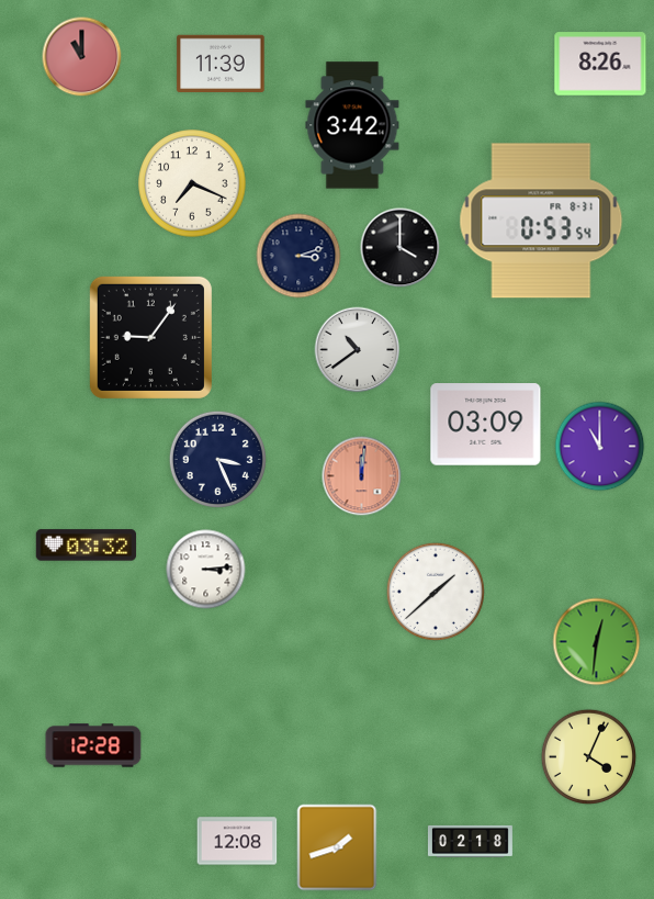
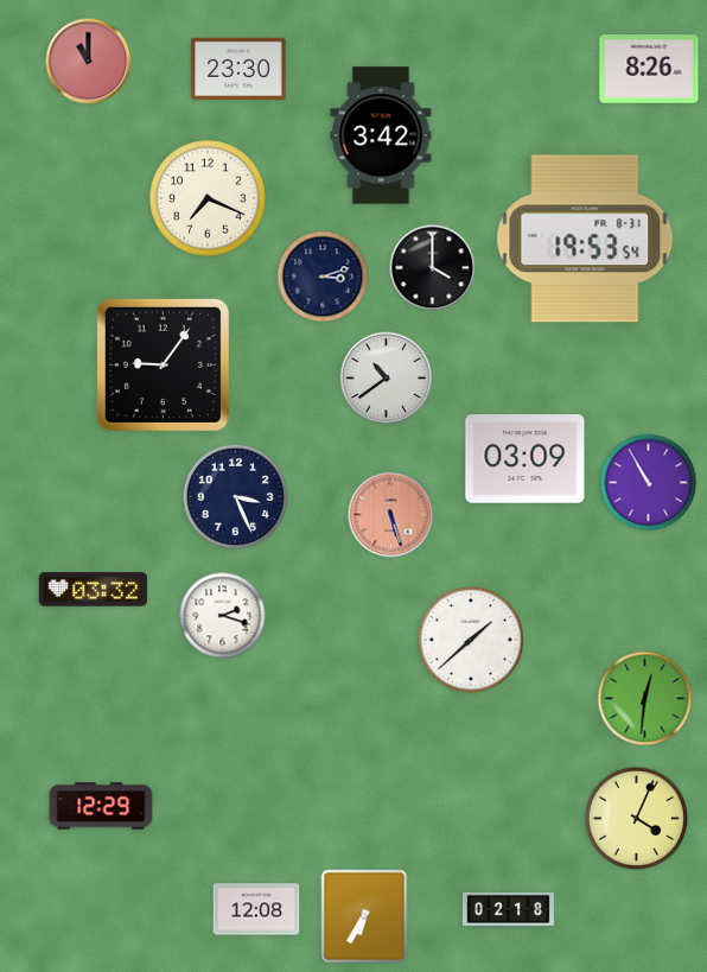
clock at (221, 63): 11:39 -> 23:30
clock at (541, 221): 0:53 -> 19:53
clock at (600, 447): 11:00 -> 10:55
clock at (362, 476): 12:01 -> 5:27
clock at (206, 570): 3:14 -> 2:18
clock at (597, 642) position: (597, 642) -> (645, 699)
clock at (93, 745): 12:28 -> 12:29
clock at (337, 847): 1:42 -> 6:35
